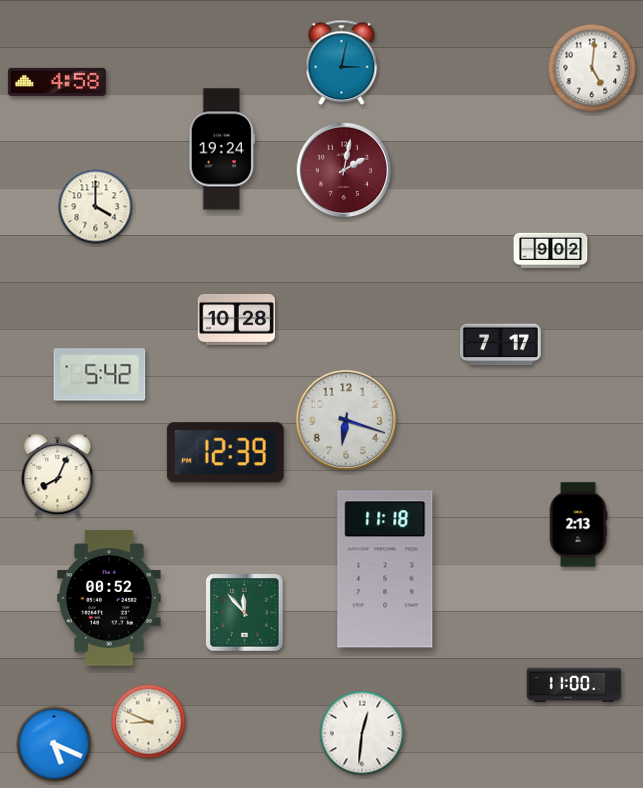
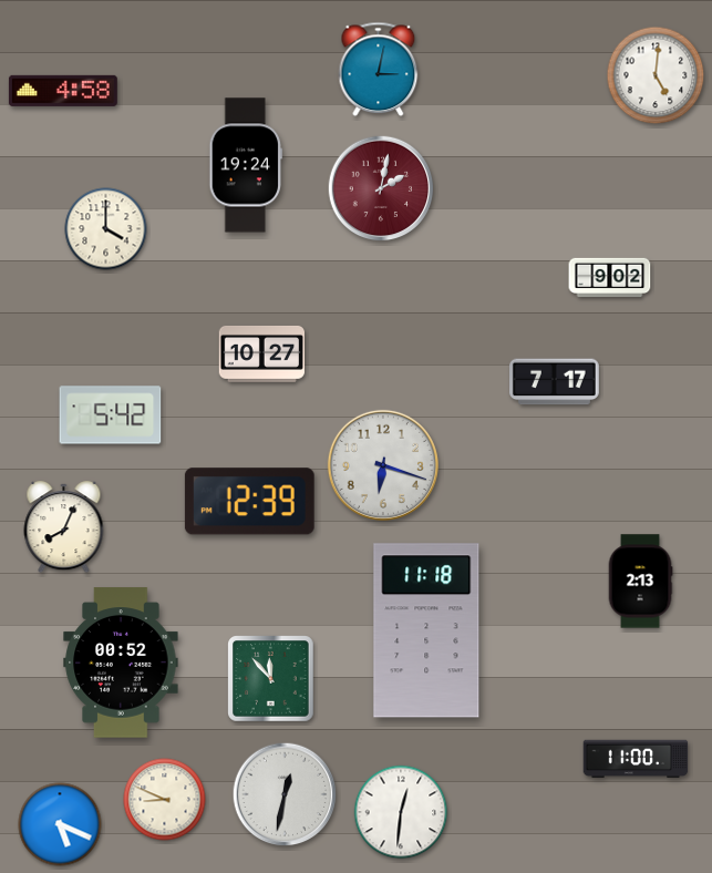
clock at (237, 319): 10:28 -> 10:27
clock at (285, 794): none -> 12:32
